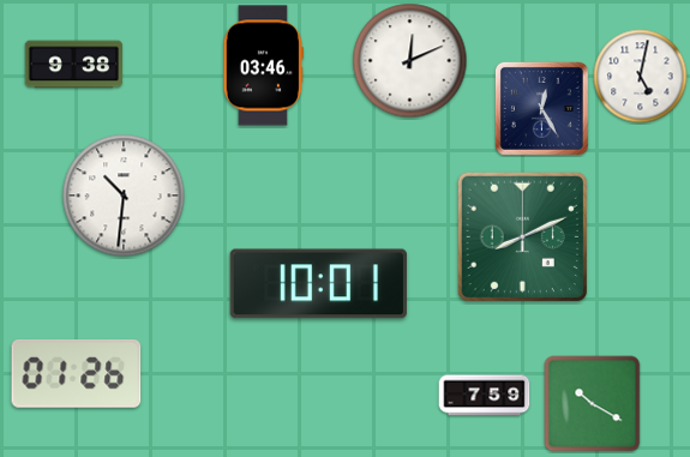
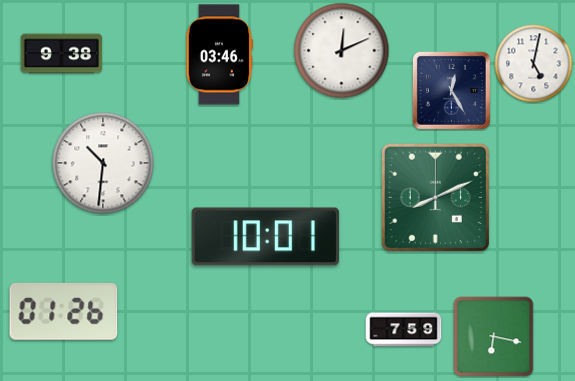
clock at (593, 404): 10:20 -> 6:17
